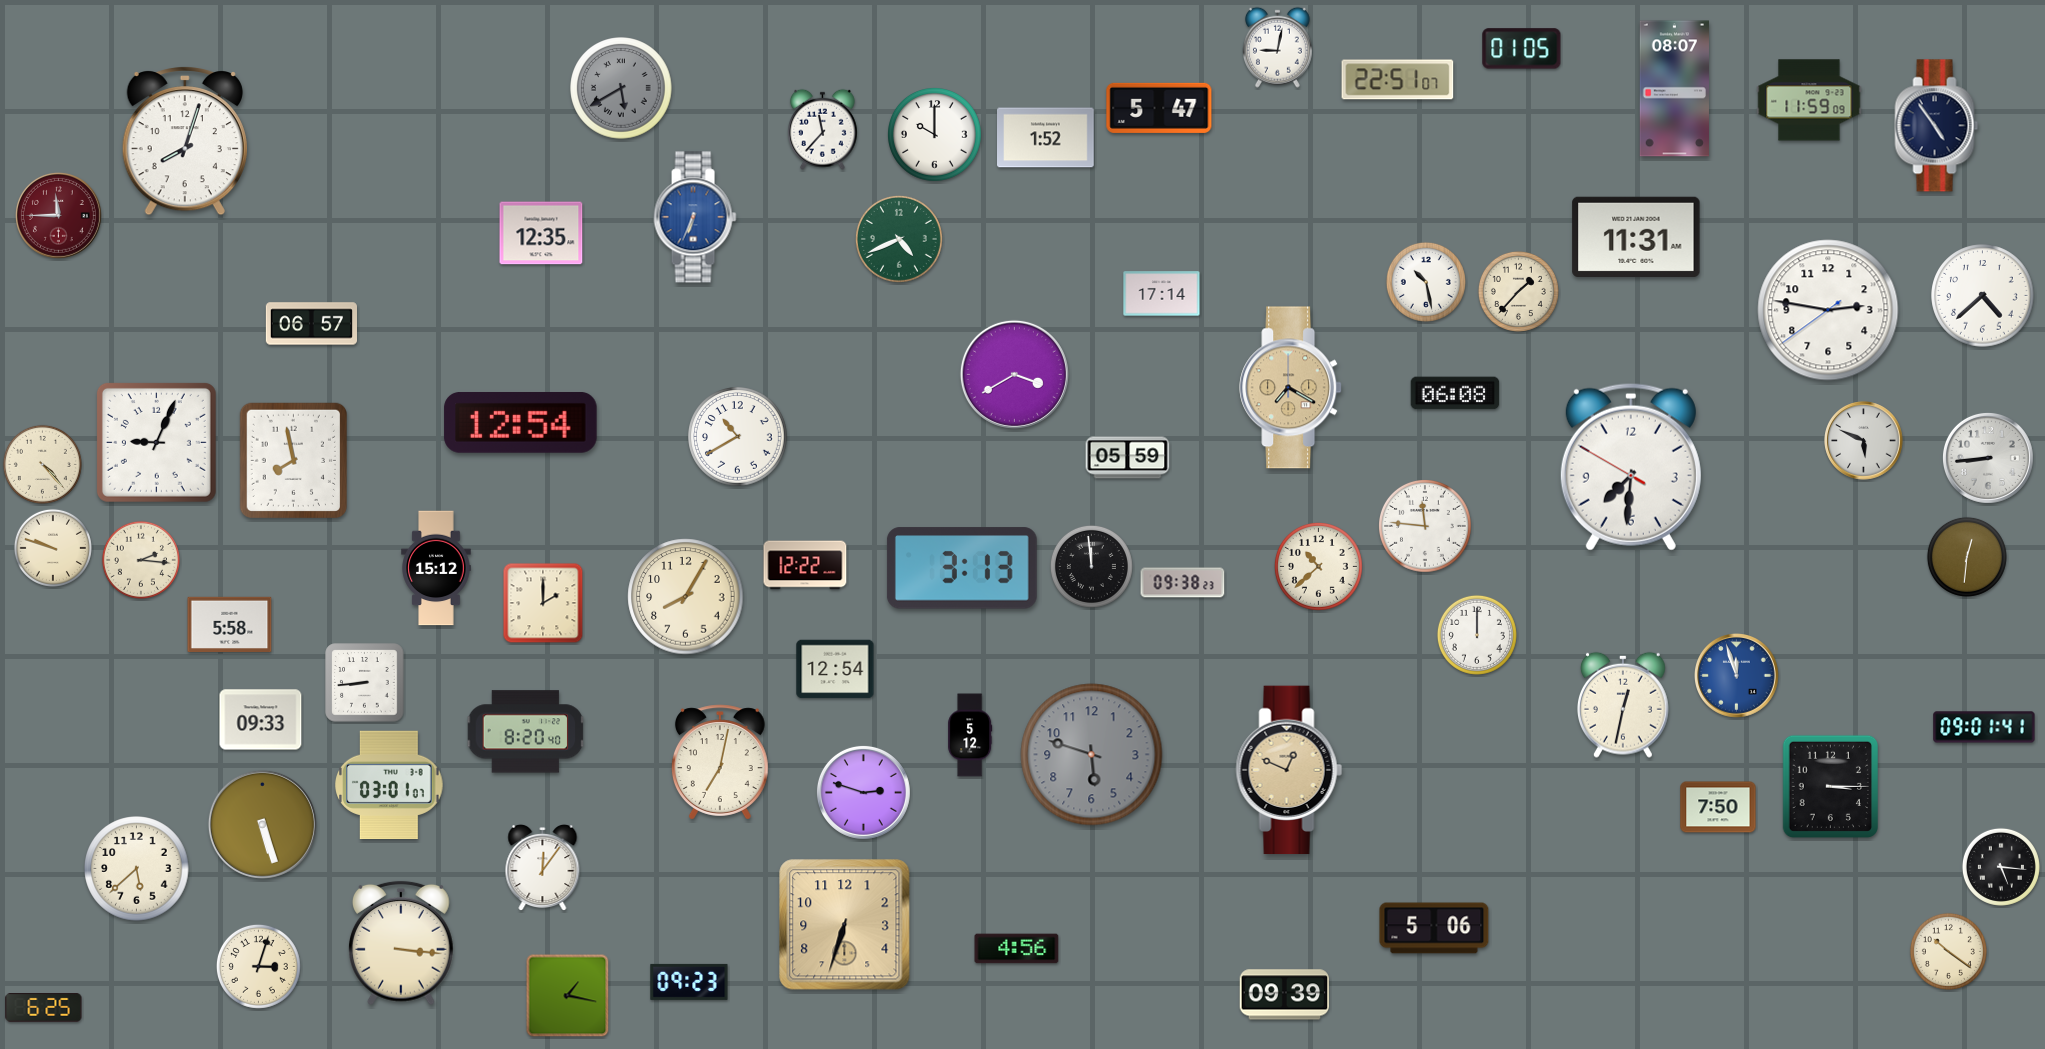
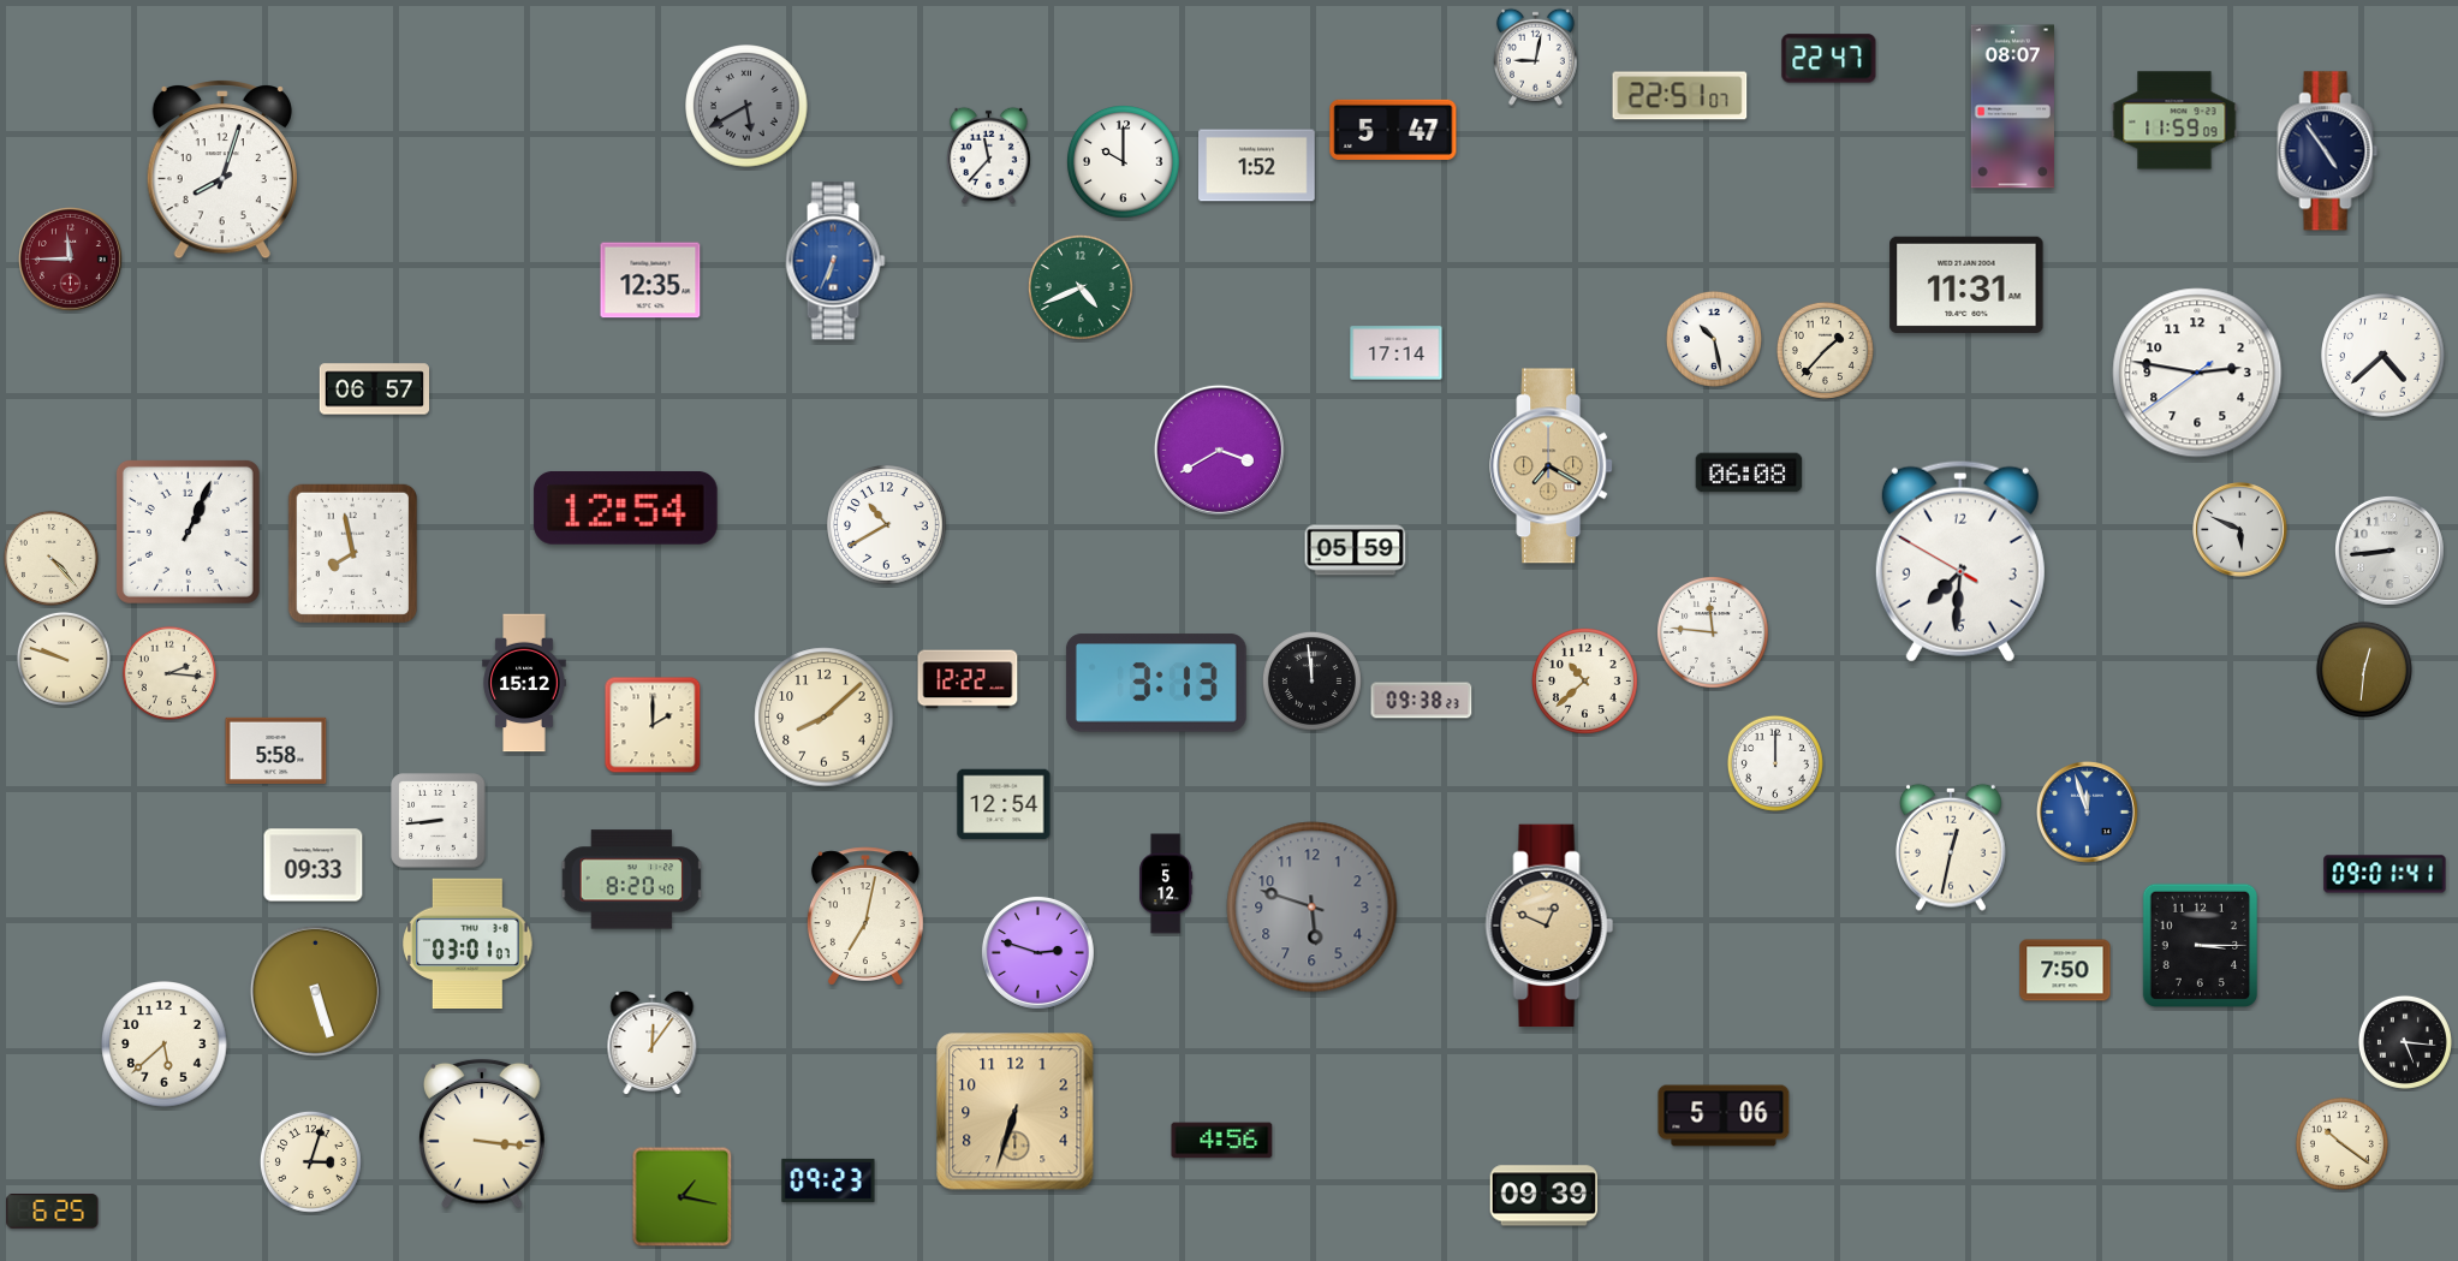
clock at (1522, 49): 01:05 -> 22:47
clock at (156, 442): 9:04 -> 1:04
clock at (686, 597): 8:05 -> 8:08
